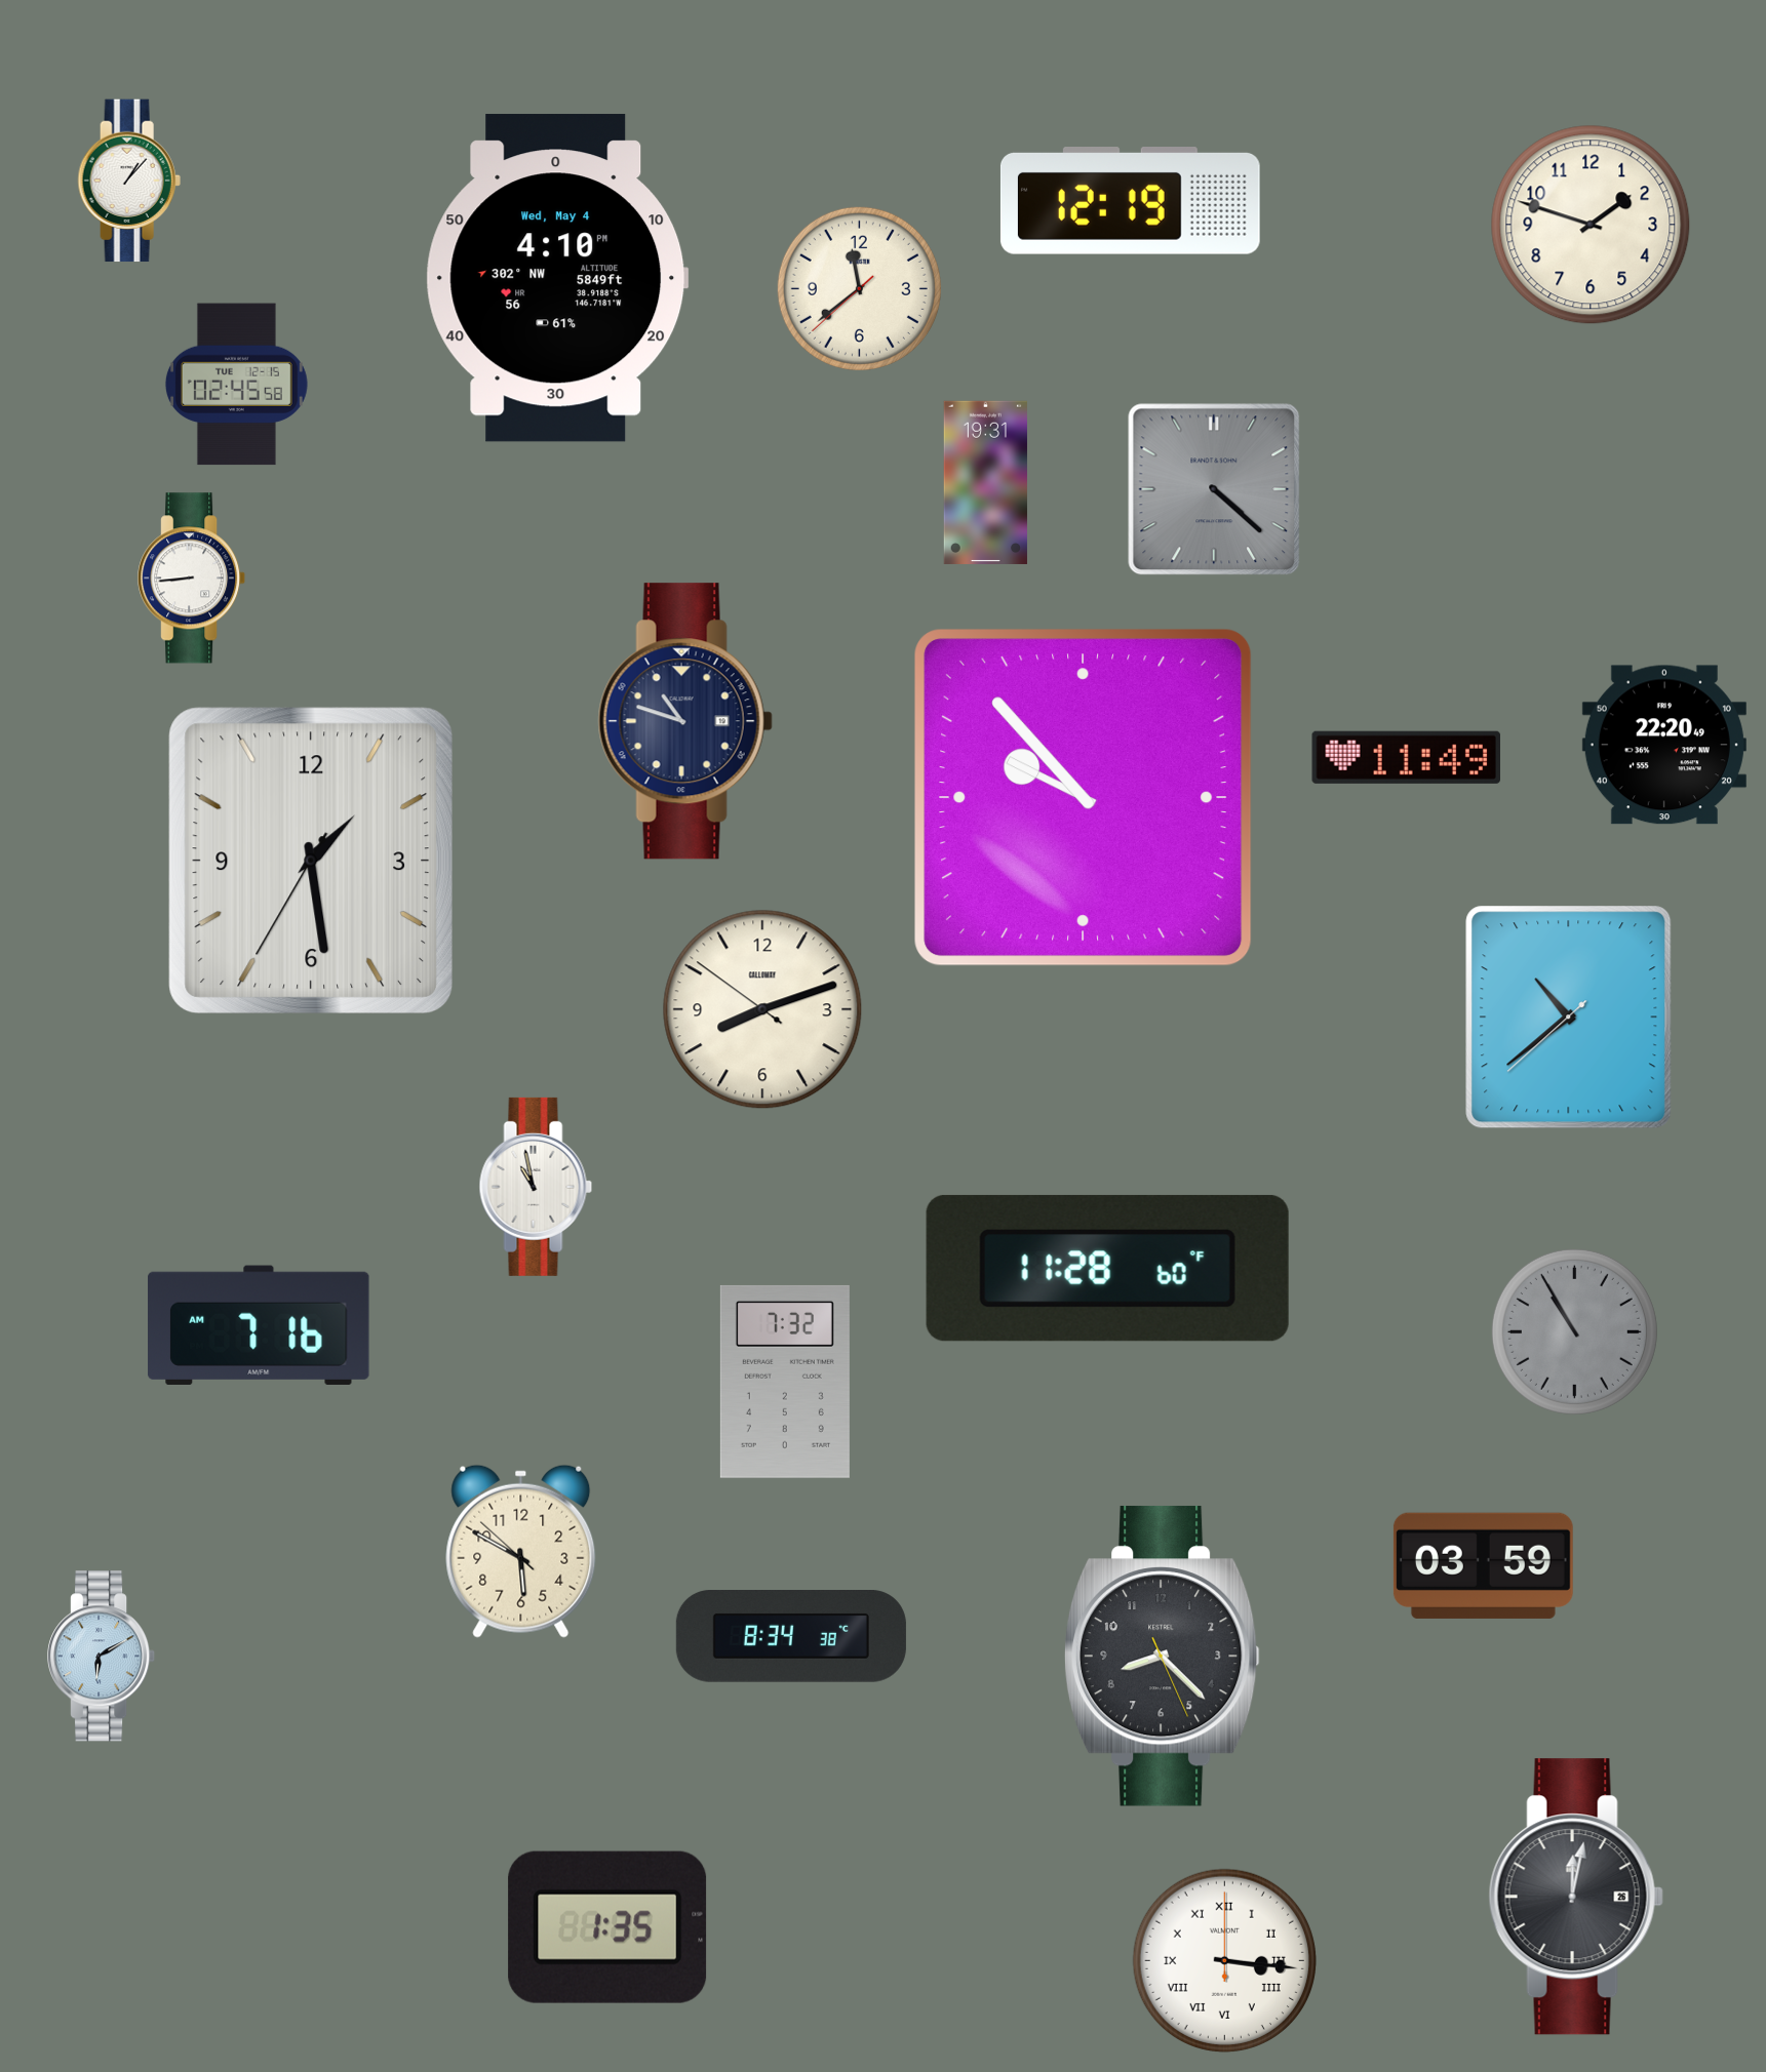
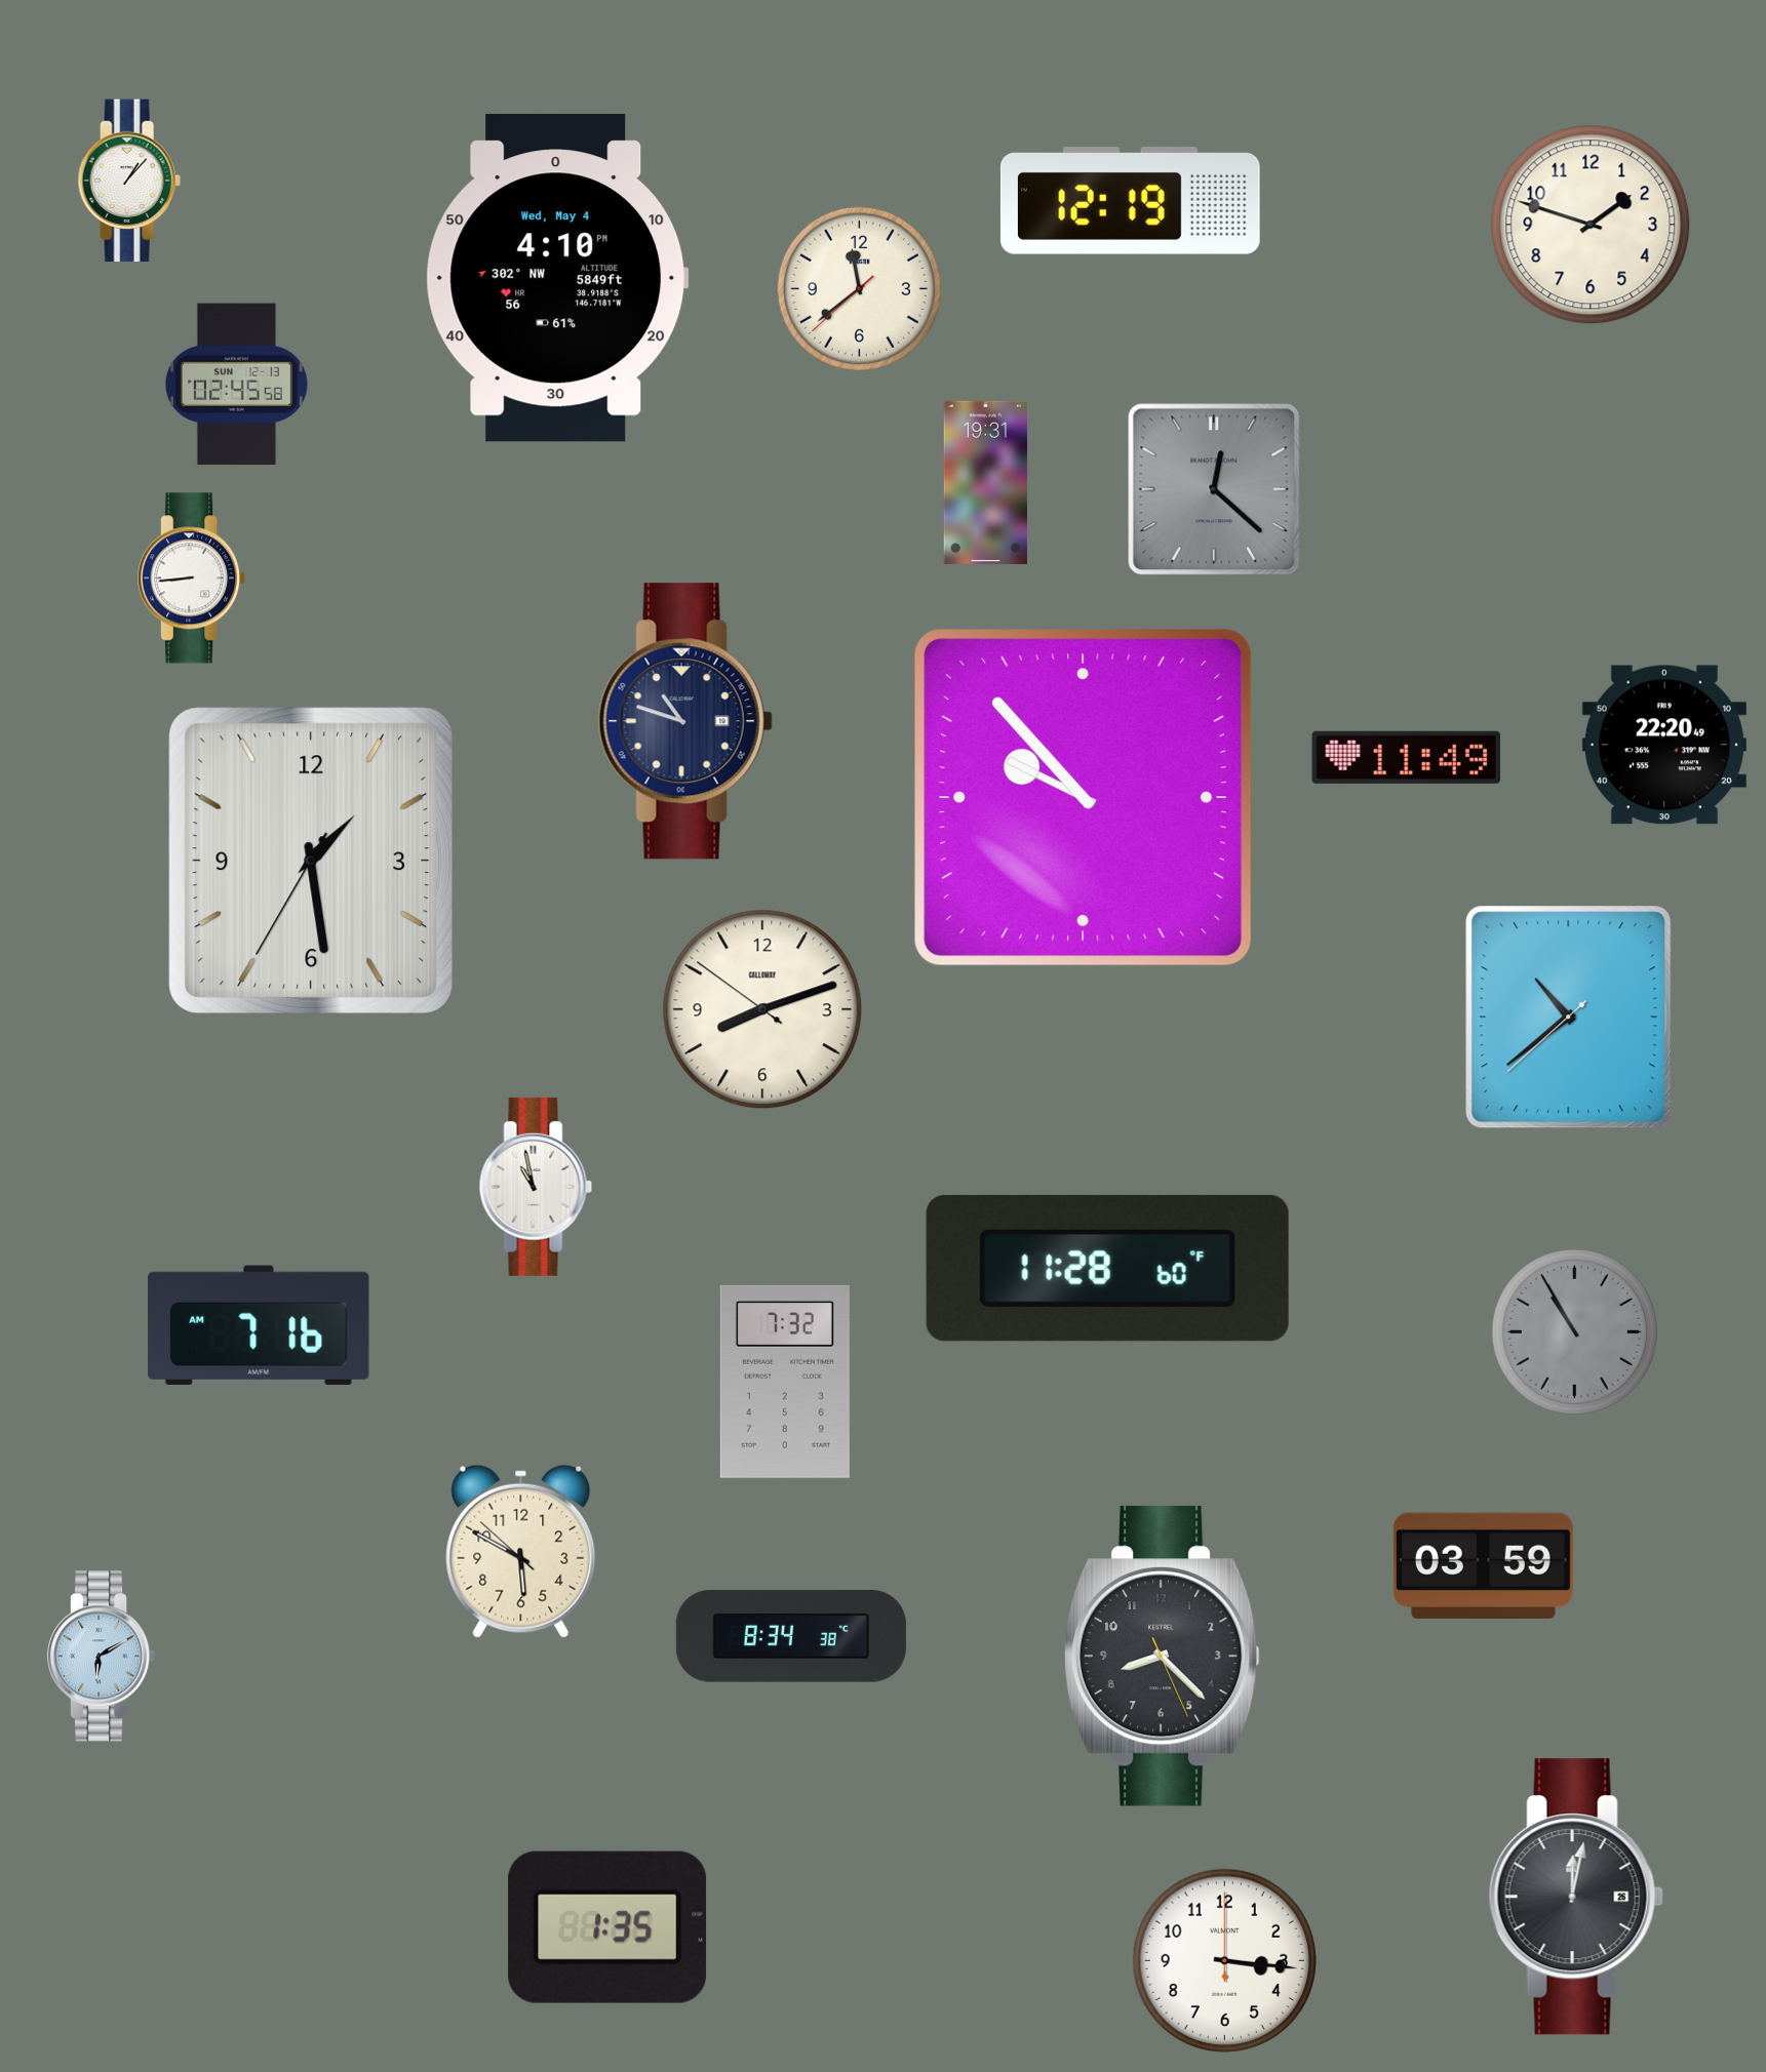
clock at (236, 385) date: TUE 12-15 -> SUN 12-13
clock at (1214, 489): 4:22 -> 12:22
clock at (1224, 1960) numerals: Roman -> Arabic
